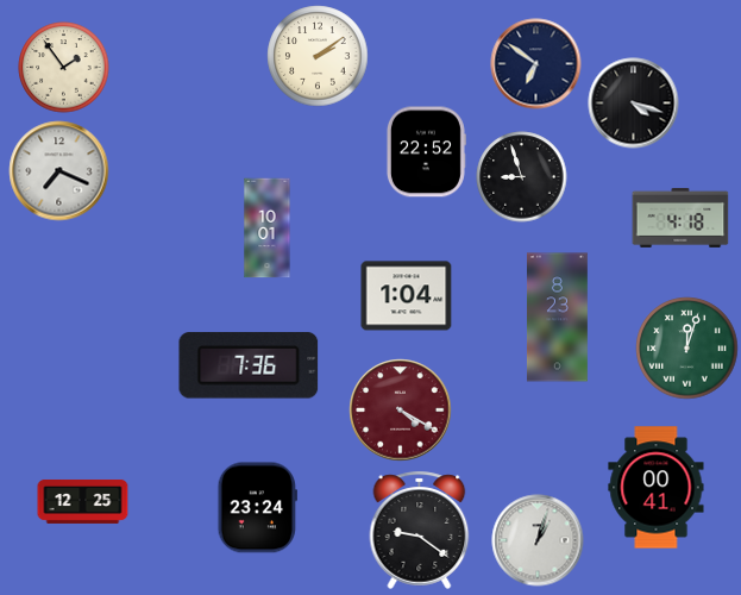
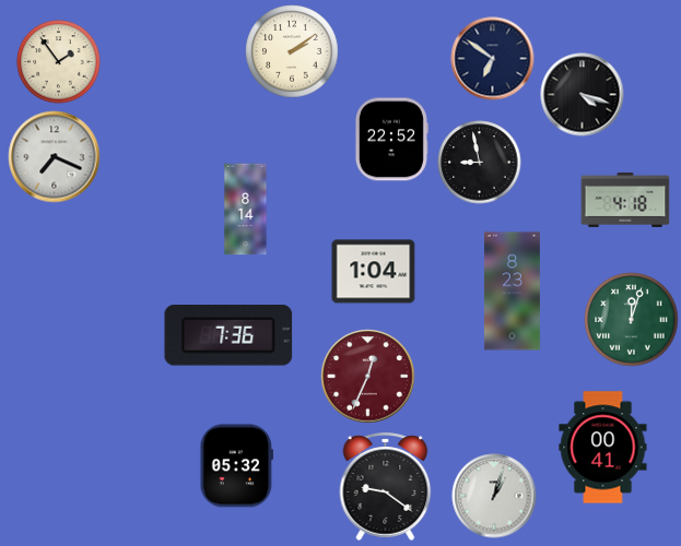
clock at (522, 177): 8:57 -> 8:58
clock at (268, 228): 10:01 -> 8:14
clock at (401, 411): 4:20 -> 12:34
clock at (83, 501): 12:25 -> none
clock at (257, 508): 23:24 -> 05:32
